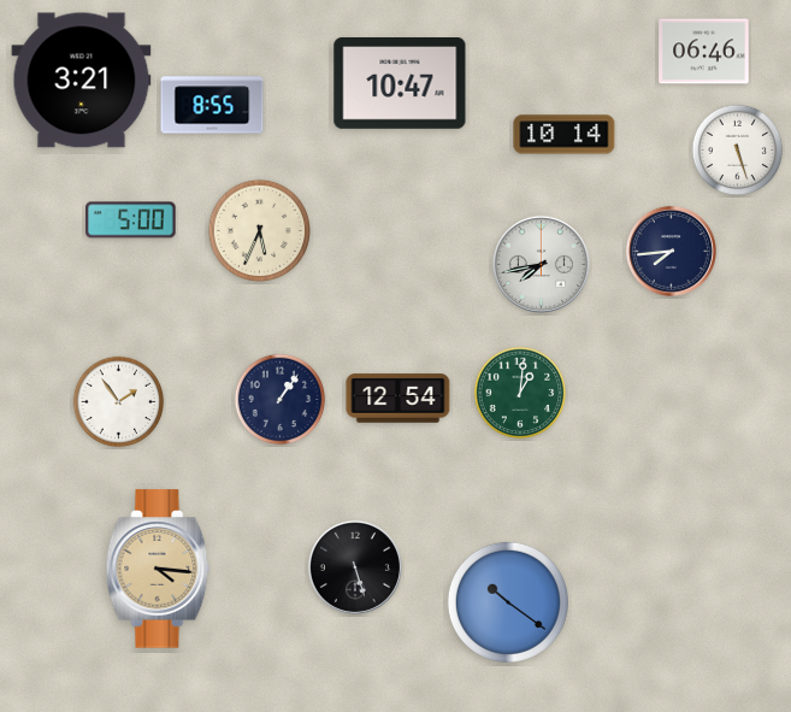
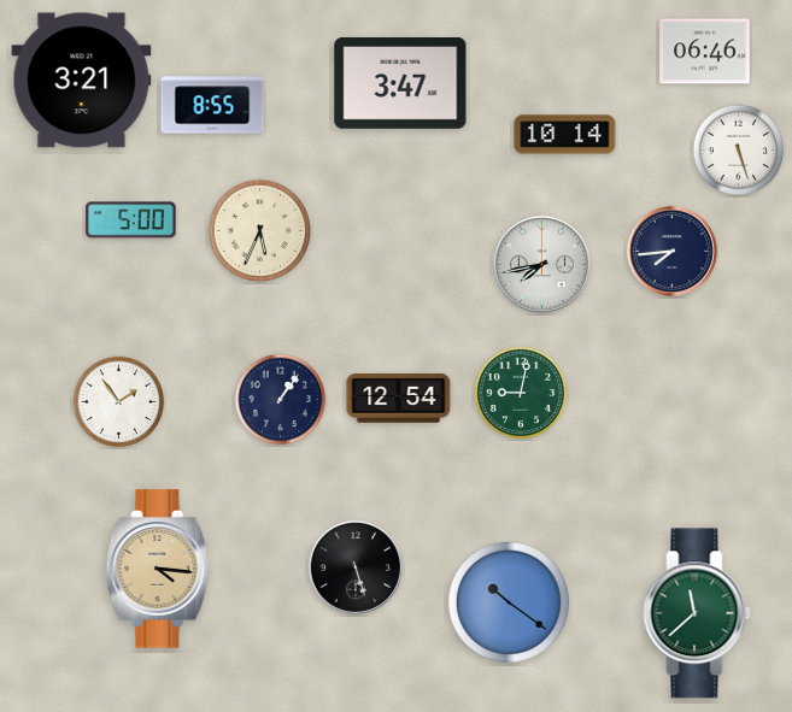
clock at (400, 84): 10:47 -> 3:47
clock at (520, 393): 1:01 -> 9:02
clock at (697, 613): none -> 11:38
